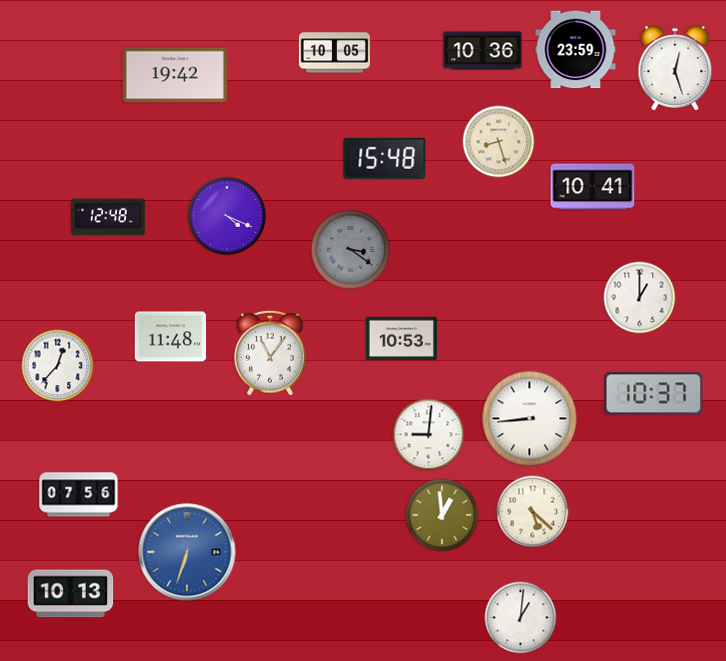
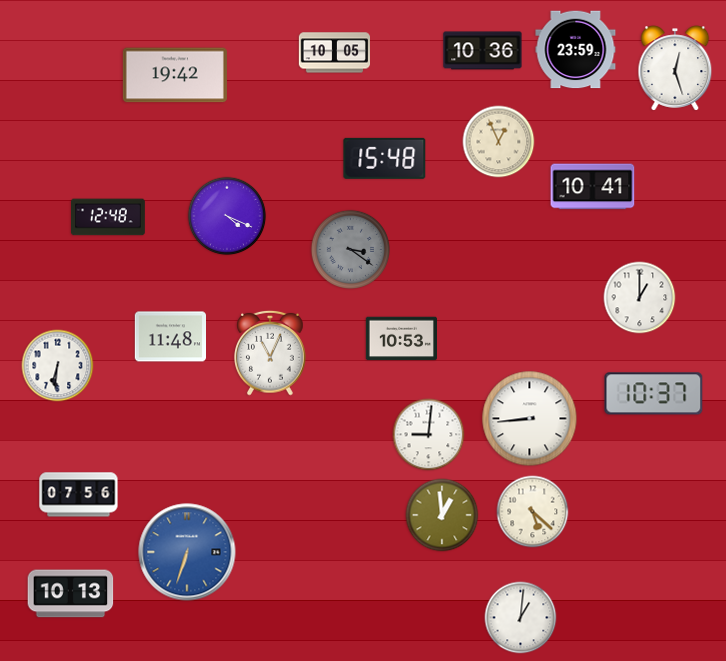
clock at (499, 142): 8:27 -> 12:56
clock at (271, 353): 11:06 -> 11:04
clock at (58, 366): 12:37 -> 6:31
